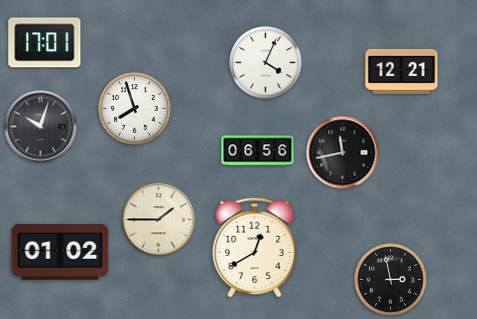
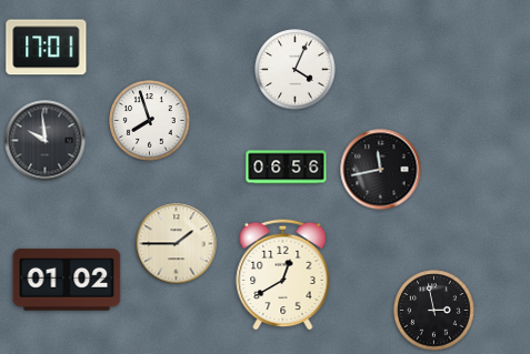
clock at (45, 43) position: (45, 43) -> (47, 48)
clock at (402, 71): 12:21 -> none
clock at (41, 127): 10:03 -> 9:59
